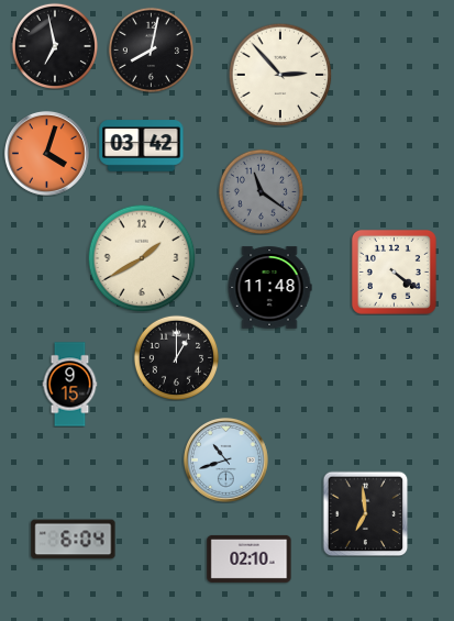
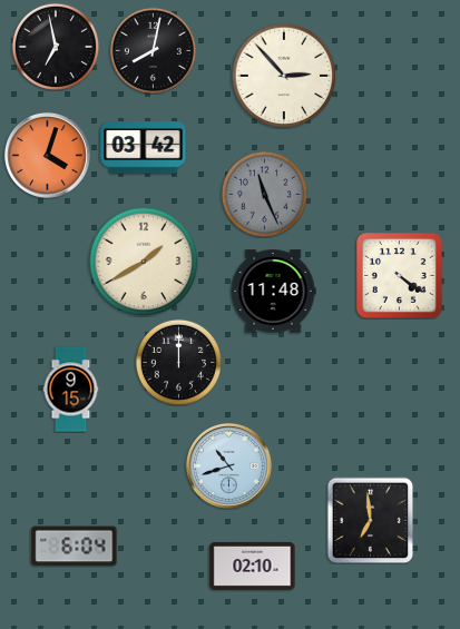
clock at (261, 191): 11:21 -> 11:26
clock at (176, 357): 1:00 -> 12:00
